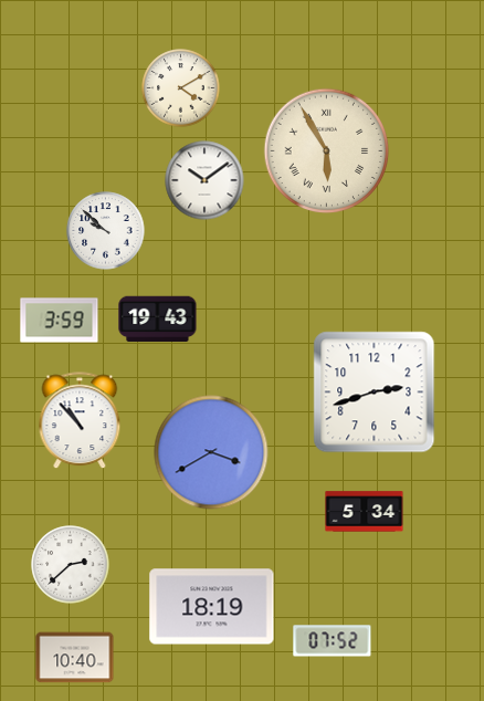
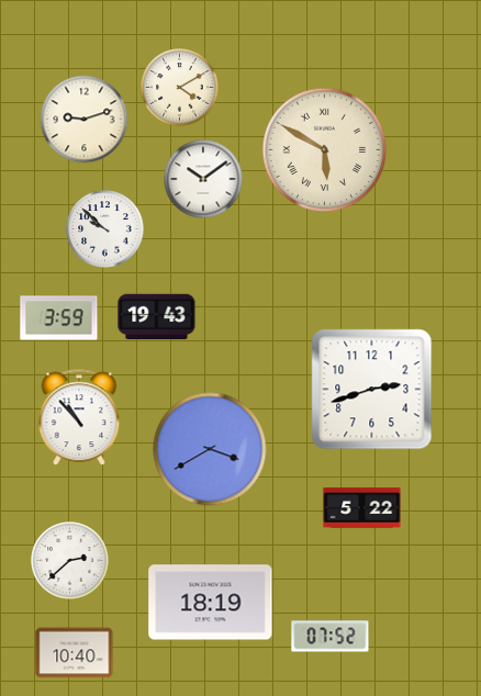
clock at (85, 120): none -> 9:12
clock at (327, 151): 5:55 -> 5:50
clock at (365, 512): 5:34 -> 5:22
